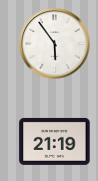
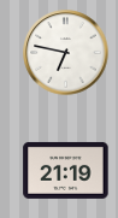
clock at (55, 44): 5:54 -> 6:47
